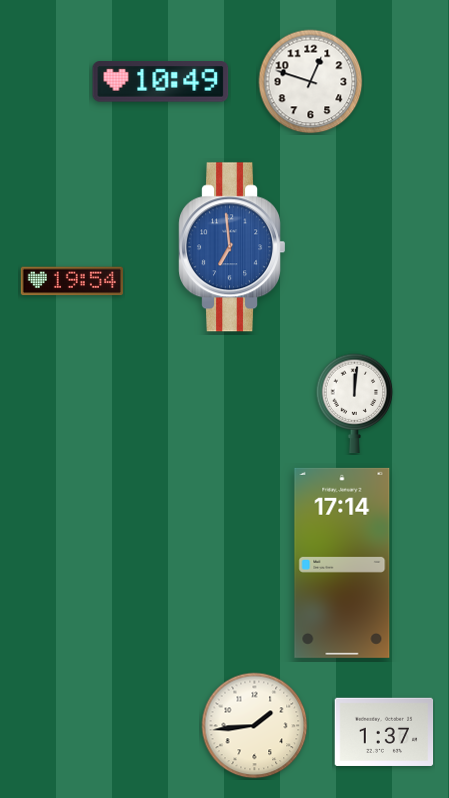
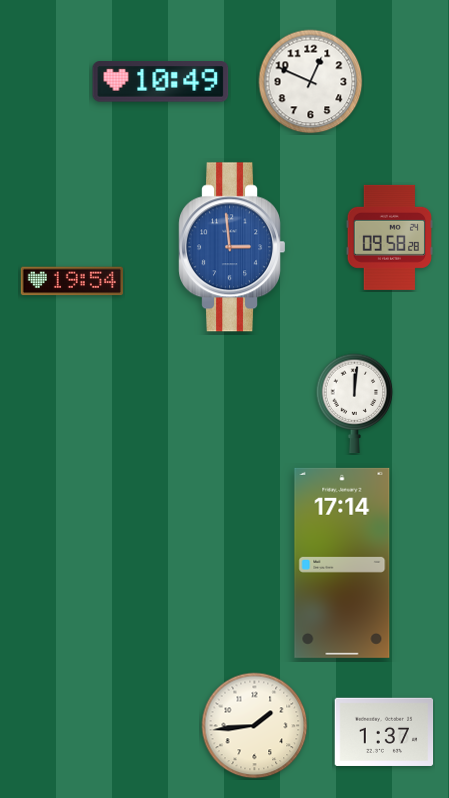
clock at (311, 82): 12:48 -> 12:49
clock at (389, 237): none -> 09:58
clock at (231, 247): 6:59 -> 2:59
